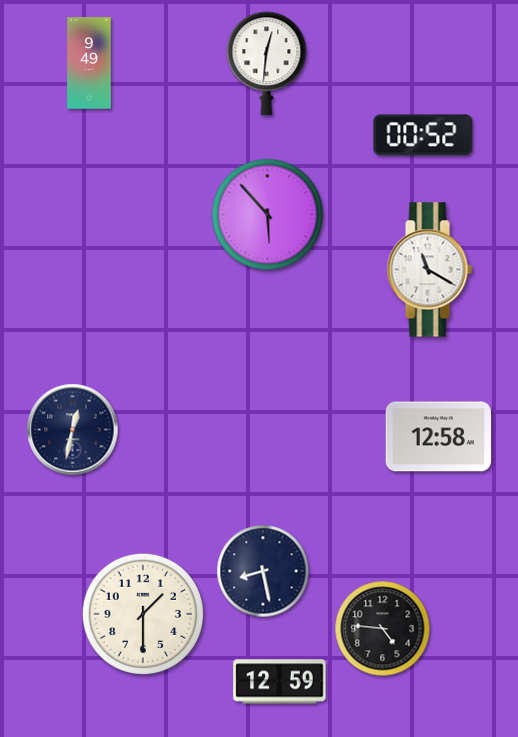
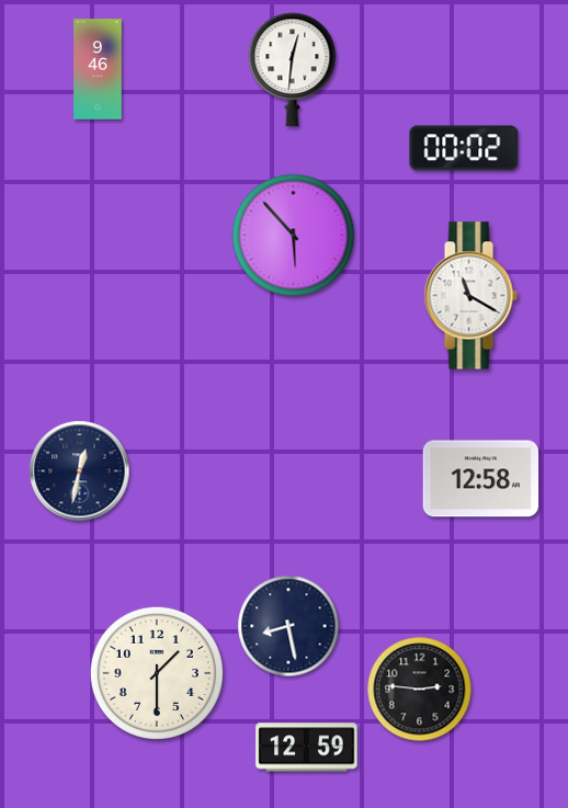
clock at (89, 63): 9:49 -> 9:46
clock at (423, 135): 00:52 -> 00:02
clock at (383, 629): 4:46 -> 2:46
